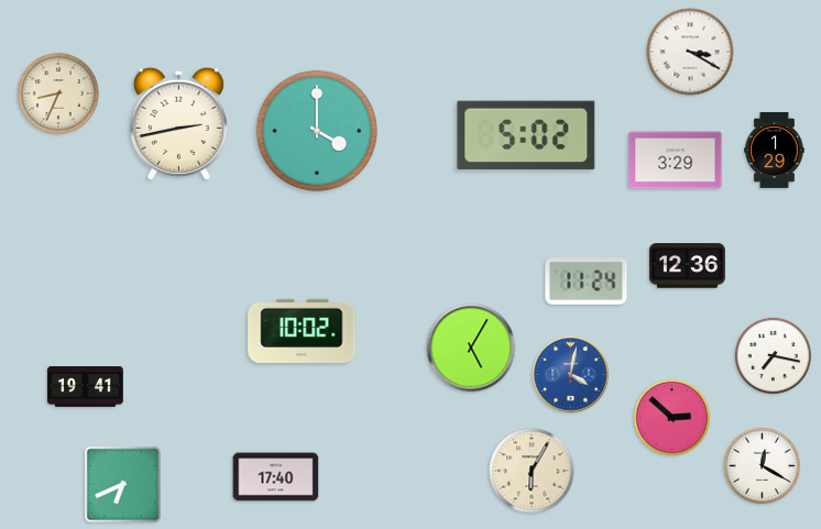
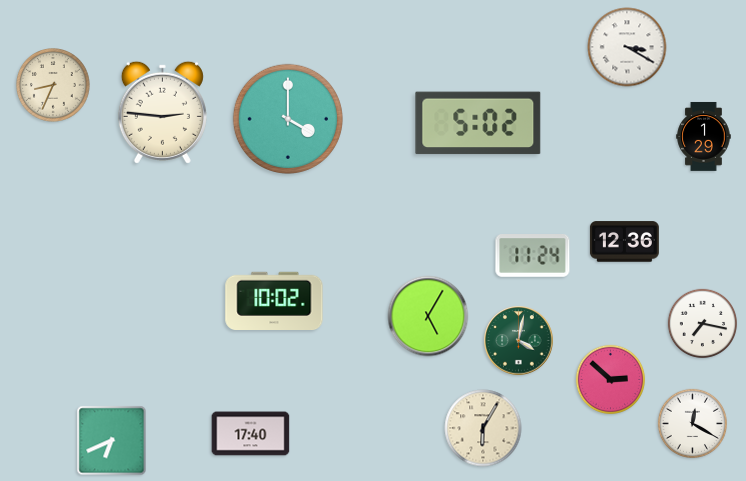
clock at (178, 123): 2:43 -> 2:46
clock at (676, 161): 3:29 -> none
clock at (571, 375) dial: blue -> green
clock at (85, 387): 19:41 -> none
